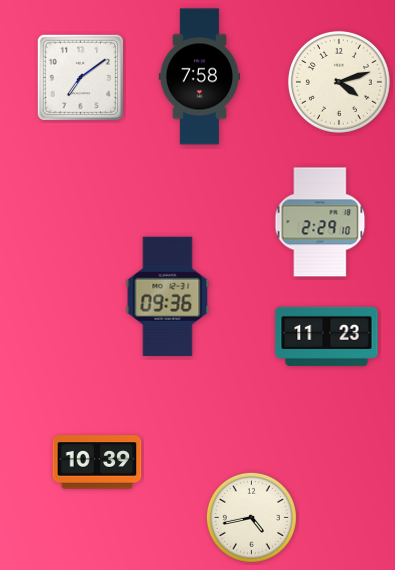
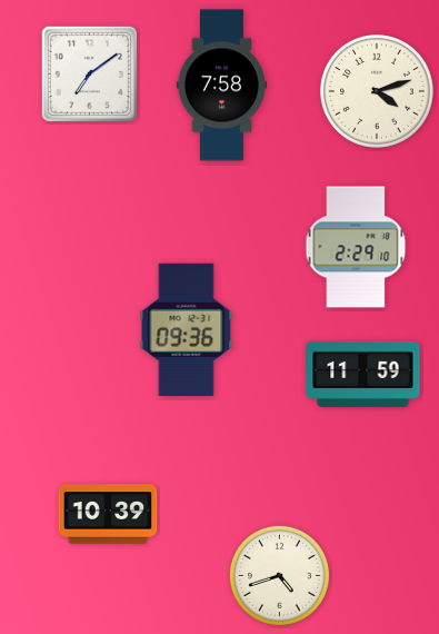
clock at (80, 77) position: (80, 77) -> (89, 73)
clock at (327, 336): 11:23 -> 11:59
clock at (251, 517): 4:43 -> 4:42
